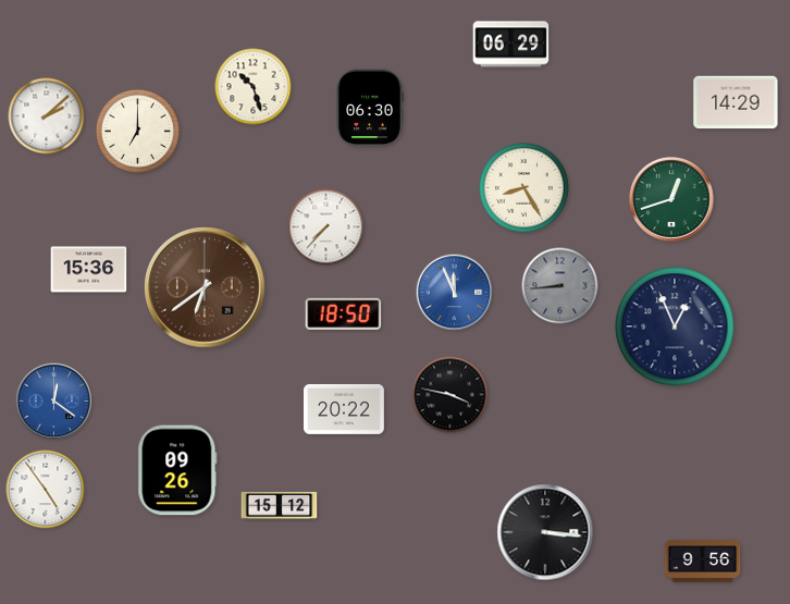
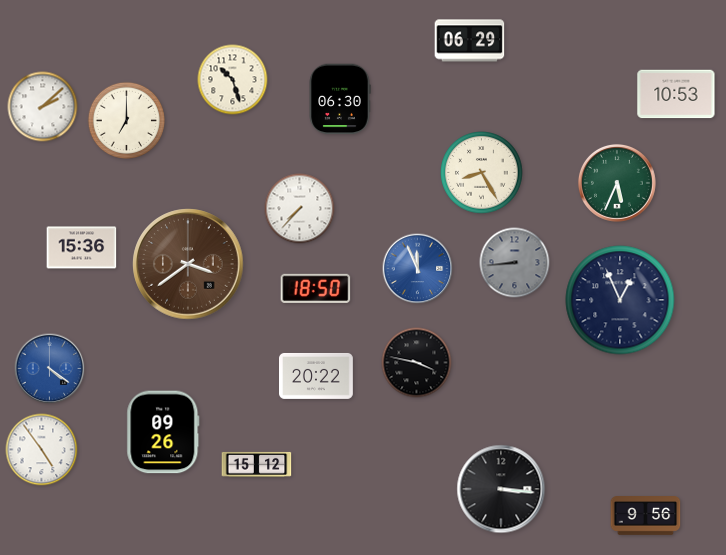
clock at (736, 102): 14:29 -> 10:53
clock at (671, 199): 12:42 -> 5:34
clock at (205, 287): 6:39 -> 3:39
clock at (450, 395) position: (450, 395) -> (417, 363)
clock at (54, 402): 12:21 -> 4:21
